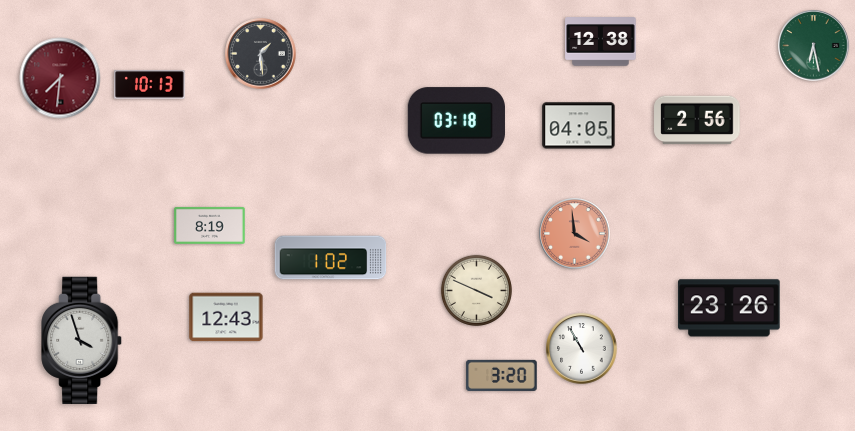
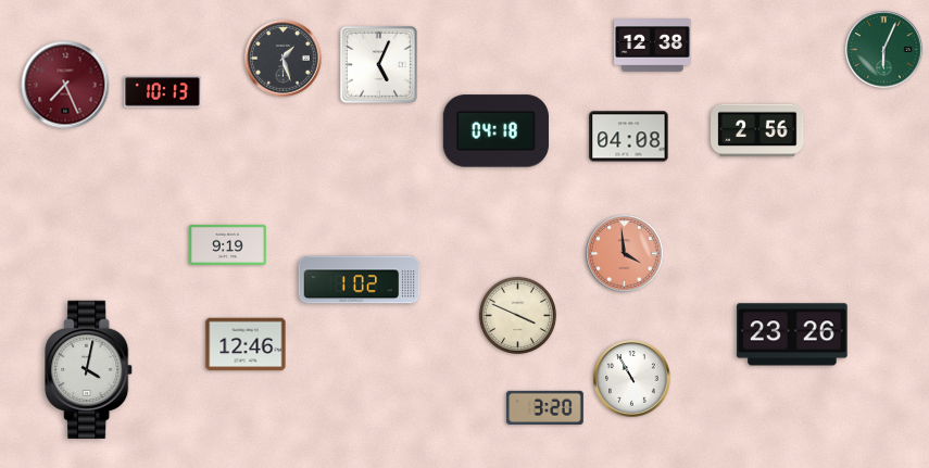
clock at (814, 46): 6:28 -> 6:04
clock at (261, 54): 1:29 -> 1:27
clock at (379, 65): none -> 5:04
clock at (60, 78): 7:31 -> 7:26
clock at (456, 121): 03:18 -> 04:18
clock at (579, 126): 04:05 -> 04:08
clock at (210, 225): 8:19 -> 9:19
clock at (226, 317): 12:43 -> 12:46
clock at (82, 340): 3:57 -> 4:02
